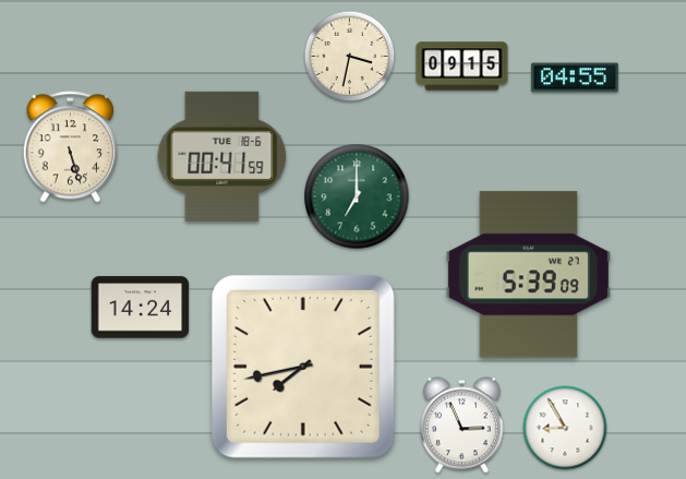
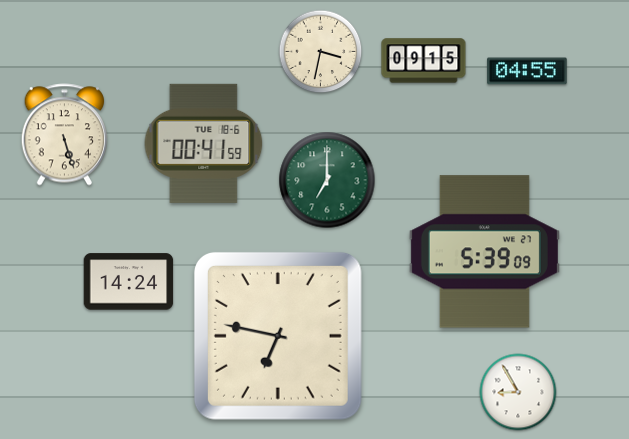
clock at (303, 367): 7:43 -> 6:47
clock at (462, 426): 2:56 -> none
